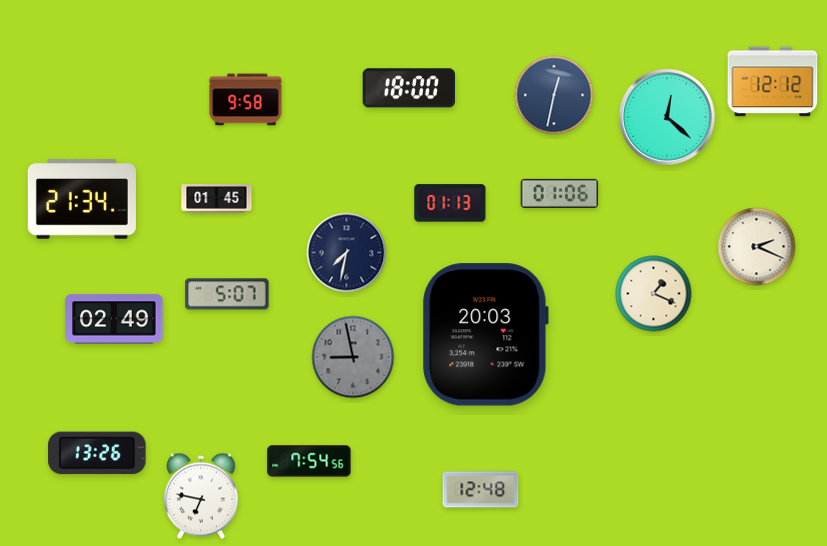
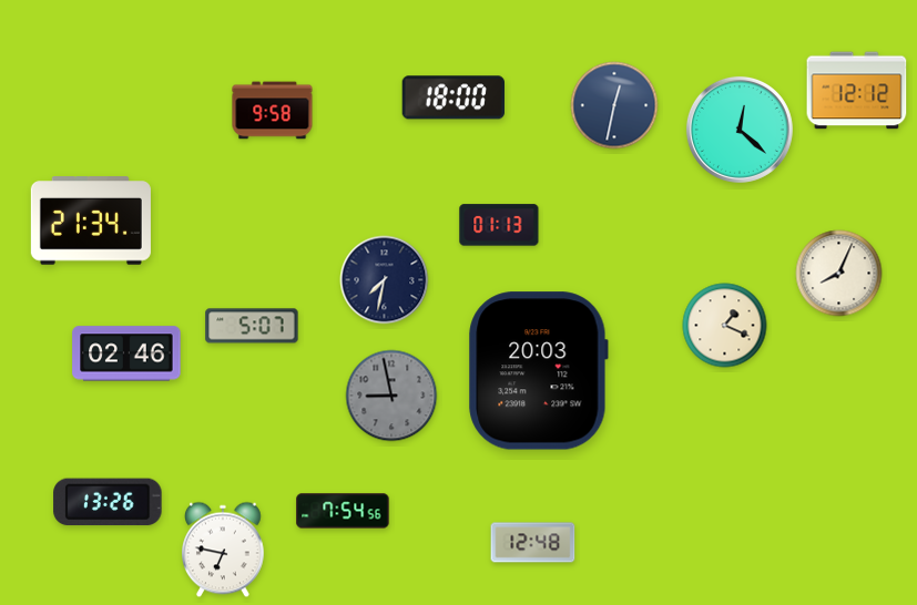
clock at (560, 193): 01:06 -> none
clock at (217, 199): 01:45 -> none
clock at (757, 247): 2:19 -> 8:04
clock at (114, 319): 02:49 -> 02:46
